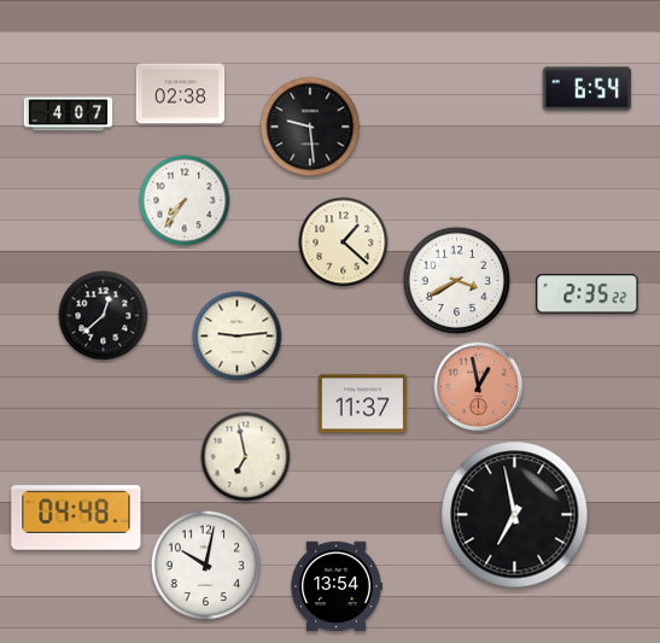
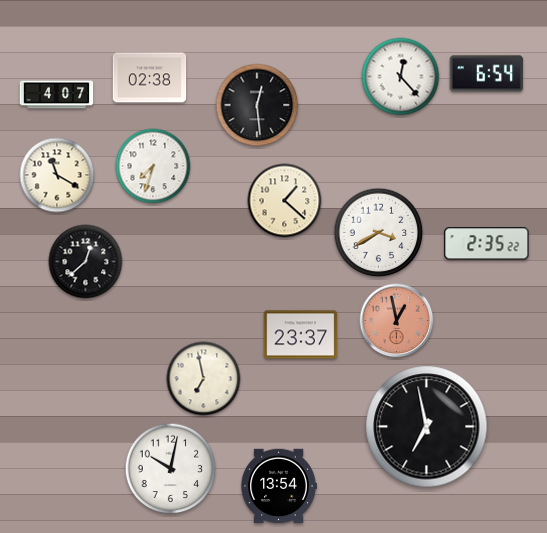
clock at (401, 77): none -> 12:23
clock at (310, 127): 9:29 -> 12:29
clock at (185, 200): 7:36 -> 7:33
clock at (57, 175): none -> 11:20
clock at (238, 337): 9:14 -> none
clock at (363, 404): 11:37 -> 23:37
clock at (76, 518): 04:48 -> none
